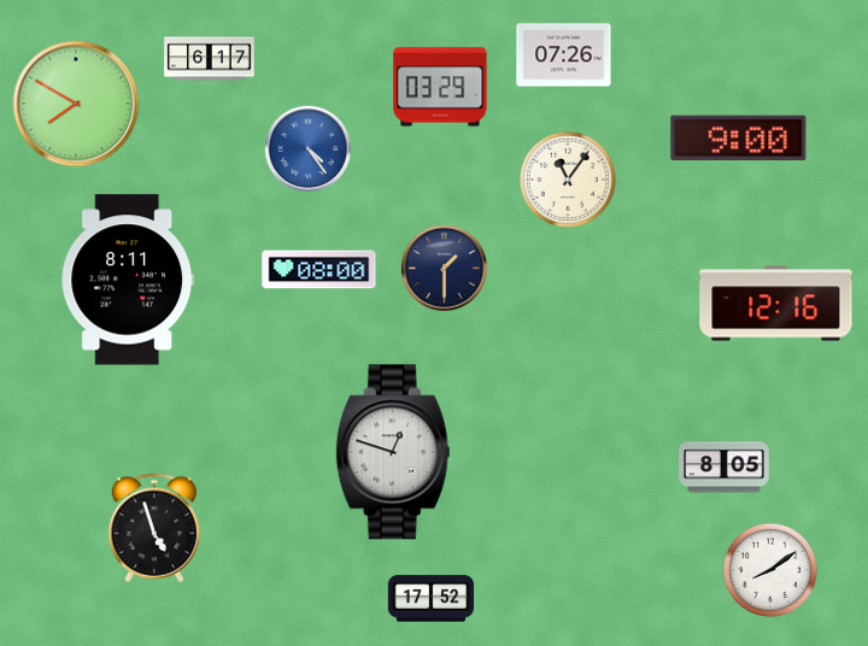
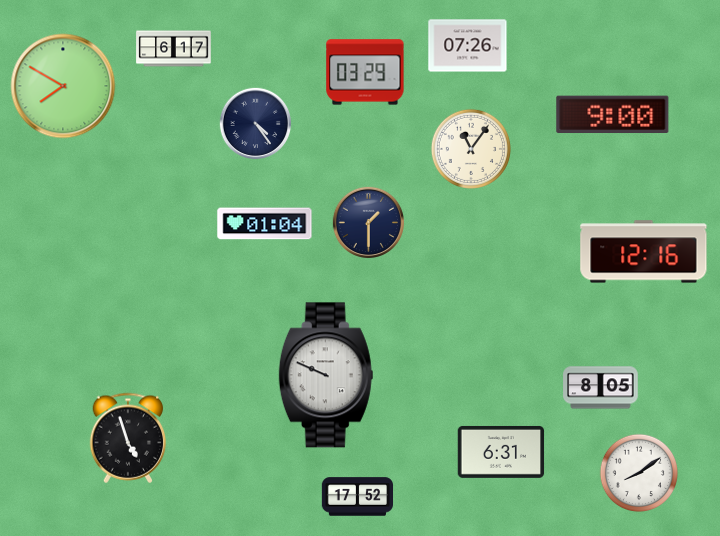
clock at (307, 148) dial: blue -> navy
clock at (319, 270): 08:00 -> 01:04
clock at (127, 280): 8:11 -> none
clock at (393, 452): 12:48 -> 9:49
clock at (501, 452): none -> 6:31
